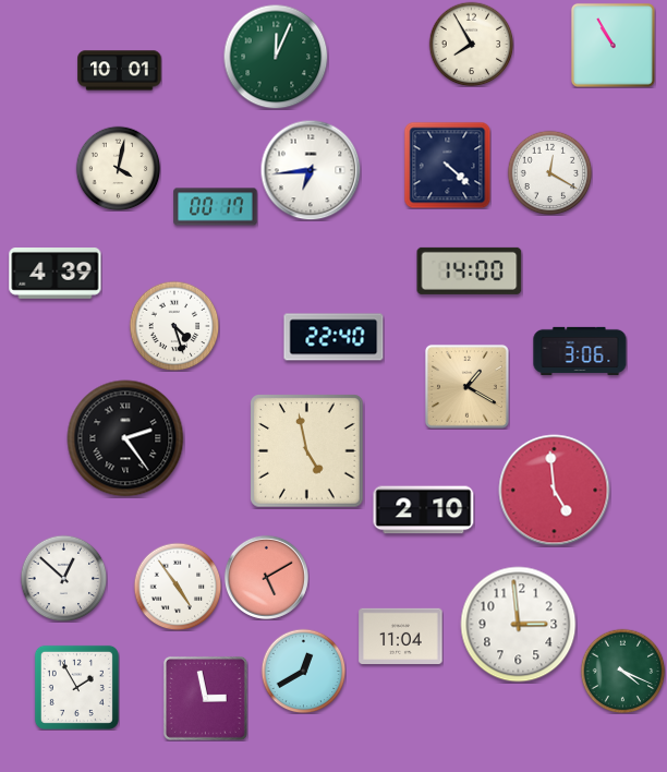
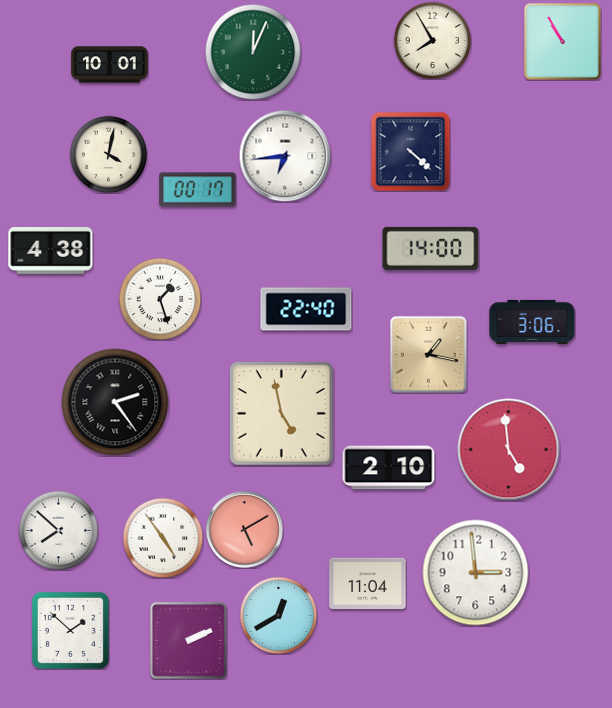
clock at (549, 172): 12:20 -> none
clock at (56, 274): 4:39 -> 4:38
clock at (174, 326): 4:27 -> 1:27
clock at (466, 386): 1:20 -> 1:17
clock at (63, 578): 12:52 -> 7:52
clock at (622, 671): 4:19 -> none
clock at (76, 687): 1:55 -> 1:52
clock at (205, 698): 2:58 -> 2:11
